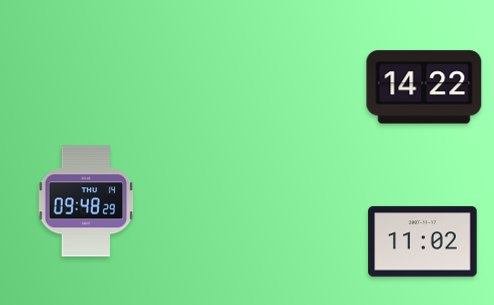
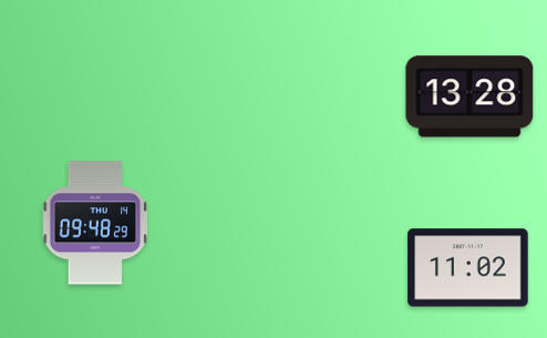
clock at (424, 87): 14:22 -> 13:28
